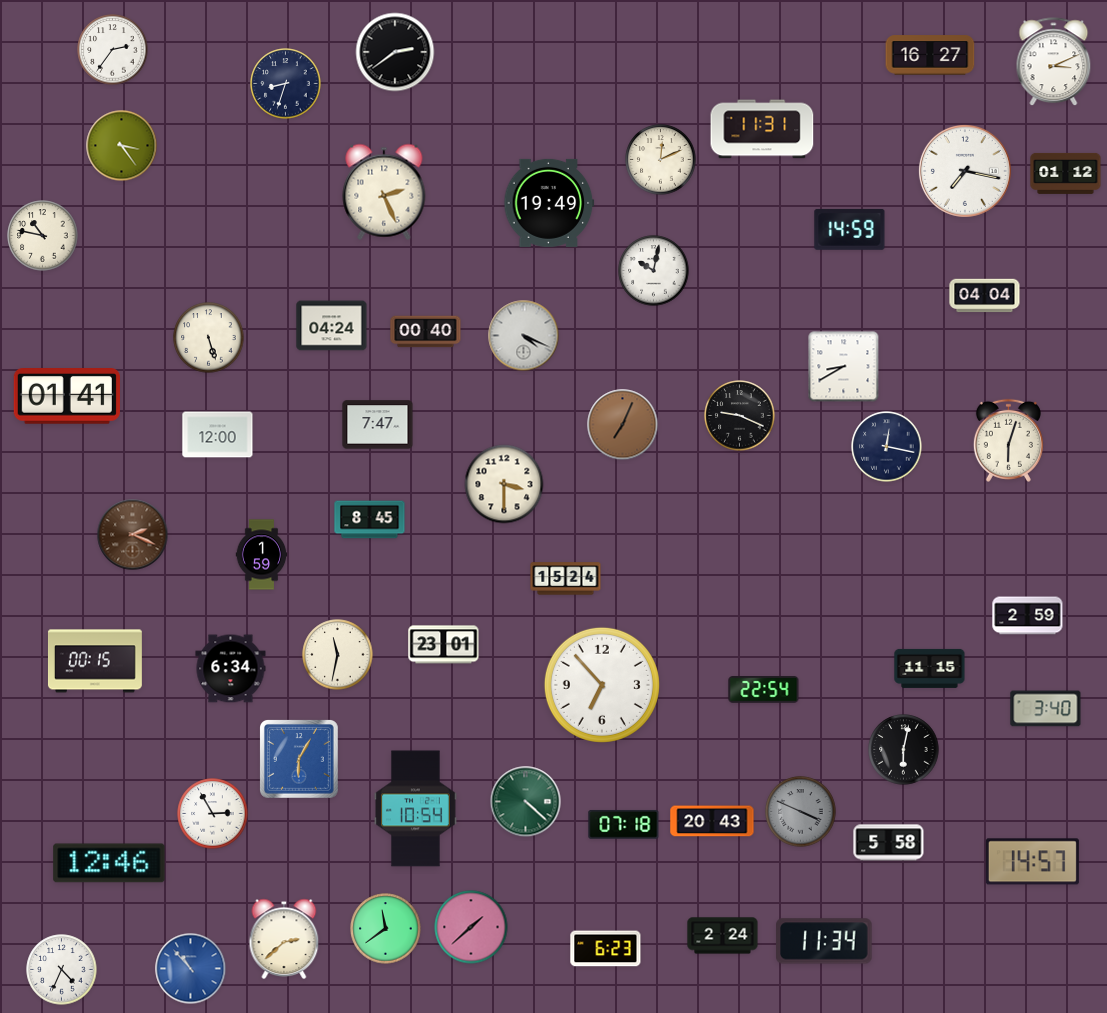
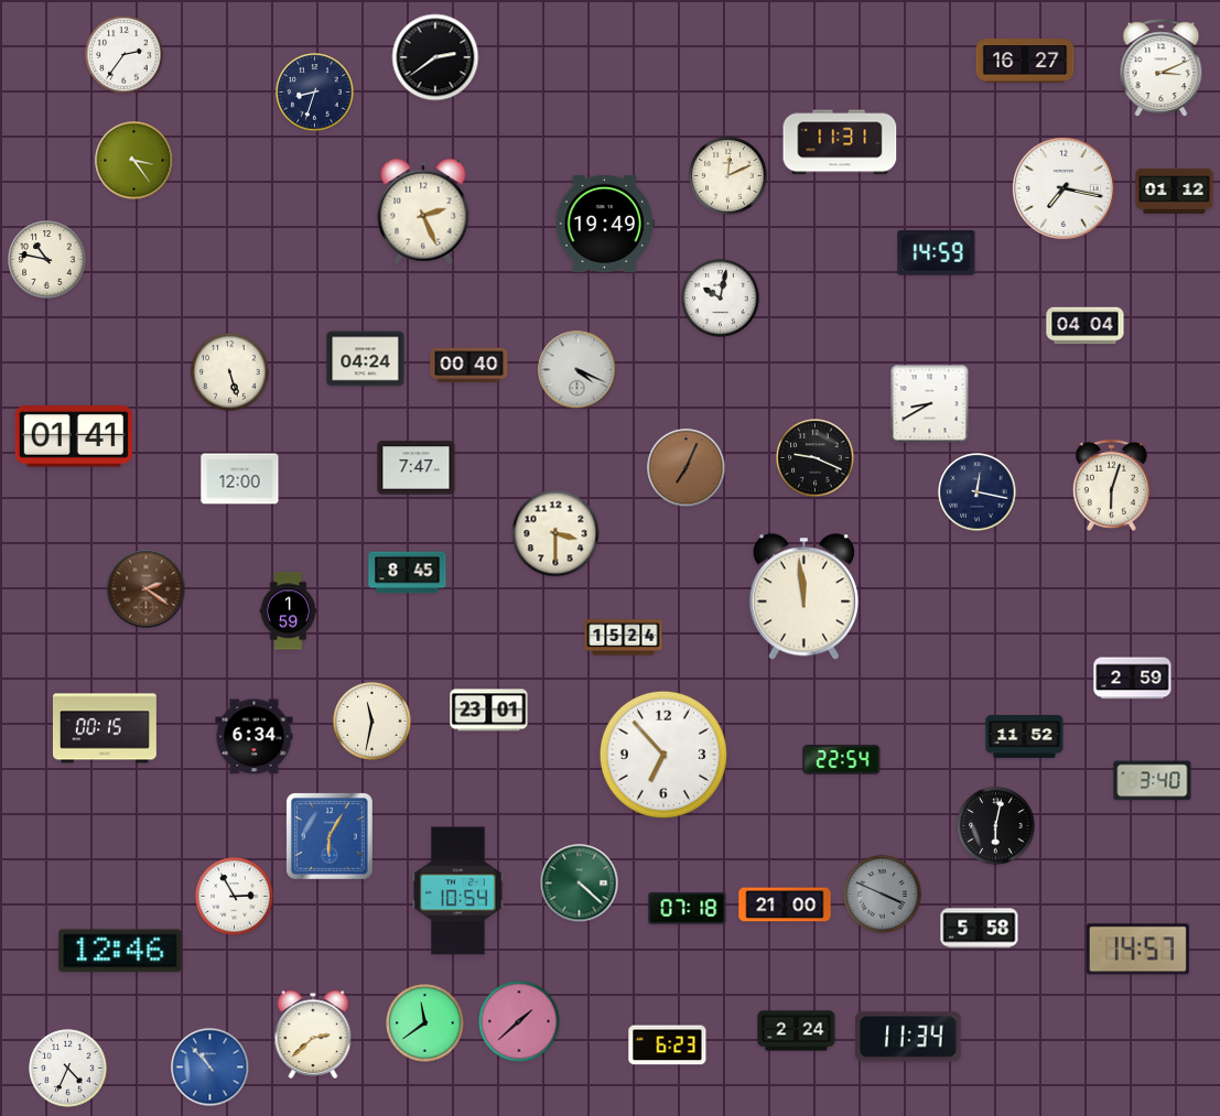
clock at (133, 535): 2:19 -> 2:21
clock at (803, 597): none -> 11:59
clock at (930, 668): 11:15 -> 11:52
clock at (712, 821): 20:43 -> 21:00
